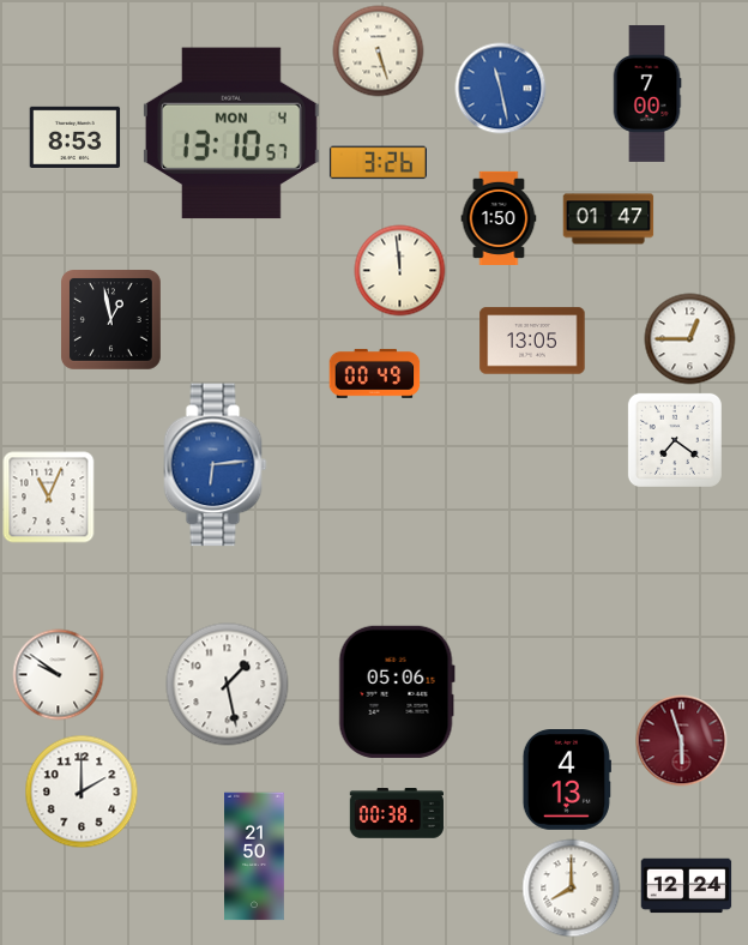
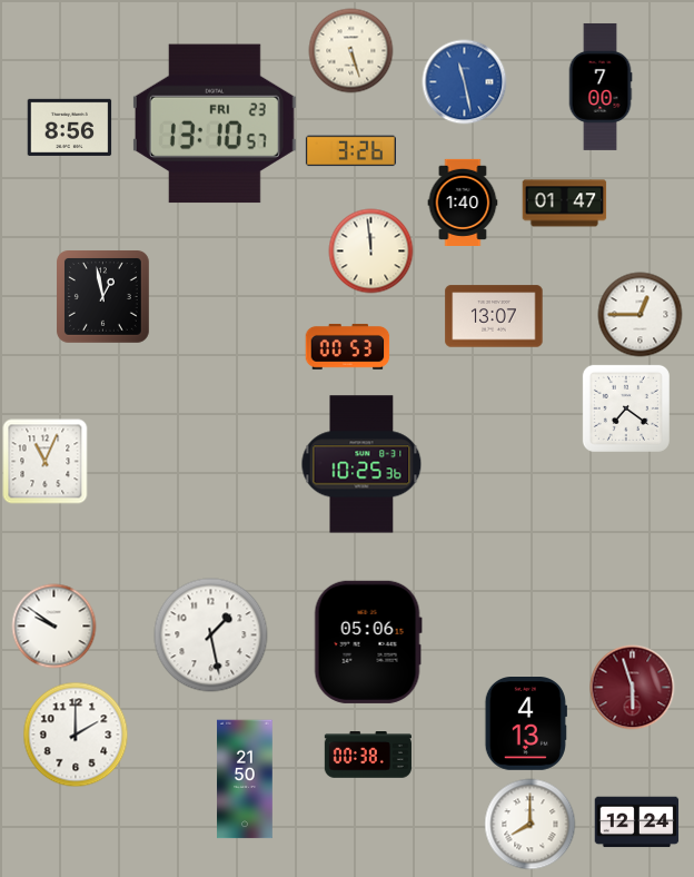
clock at (379, 52) position: (379, 52) -> (351, 51)
clock at (231, 133) date: MON 4 -> FRI 23
clock at (76, 137): 8:53 -> 8:56
clock at (499, 217): 1:50 -> 1:40
clock at (532, 341): 13:05 -> 13:07
clock at (375, 373): 00:49 -> 00:53
clock at (216, 465): 6:14 -> none
clock at (361, 464): none -> 10:25
clock at (254, 856) position: (254, 856) -> (245, 779)
